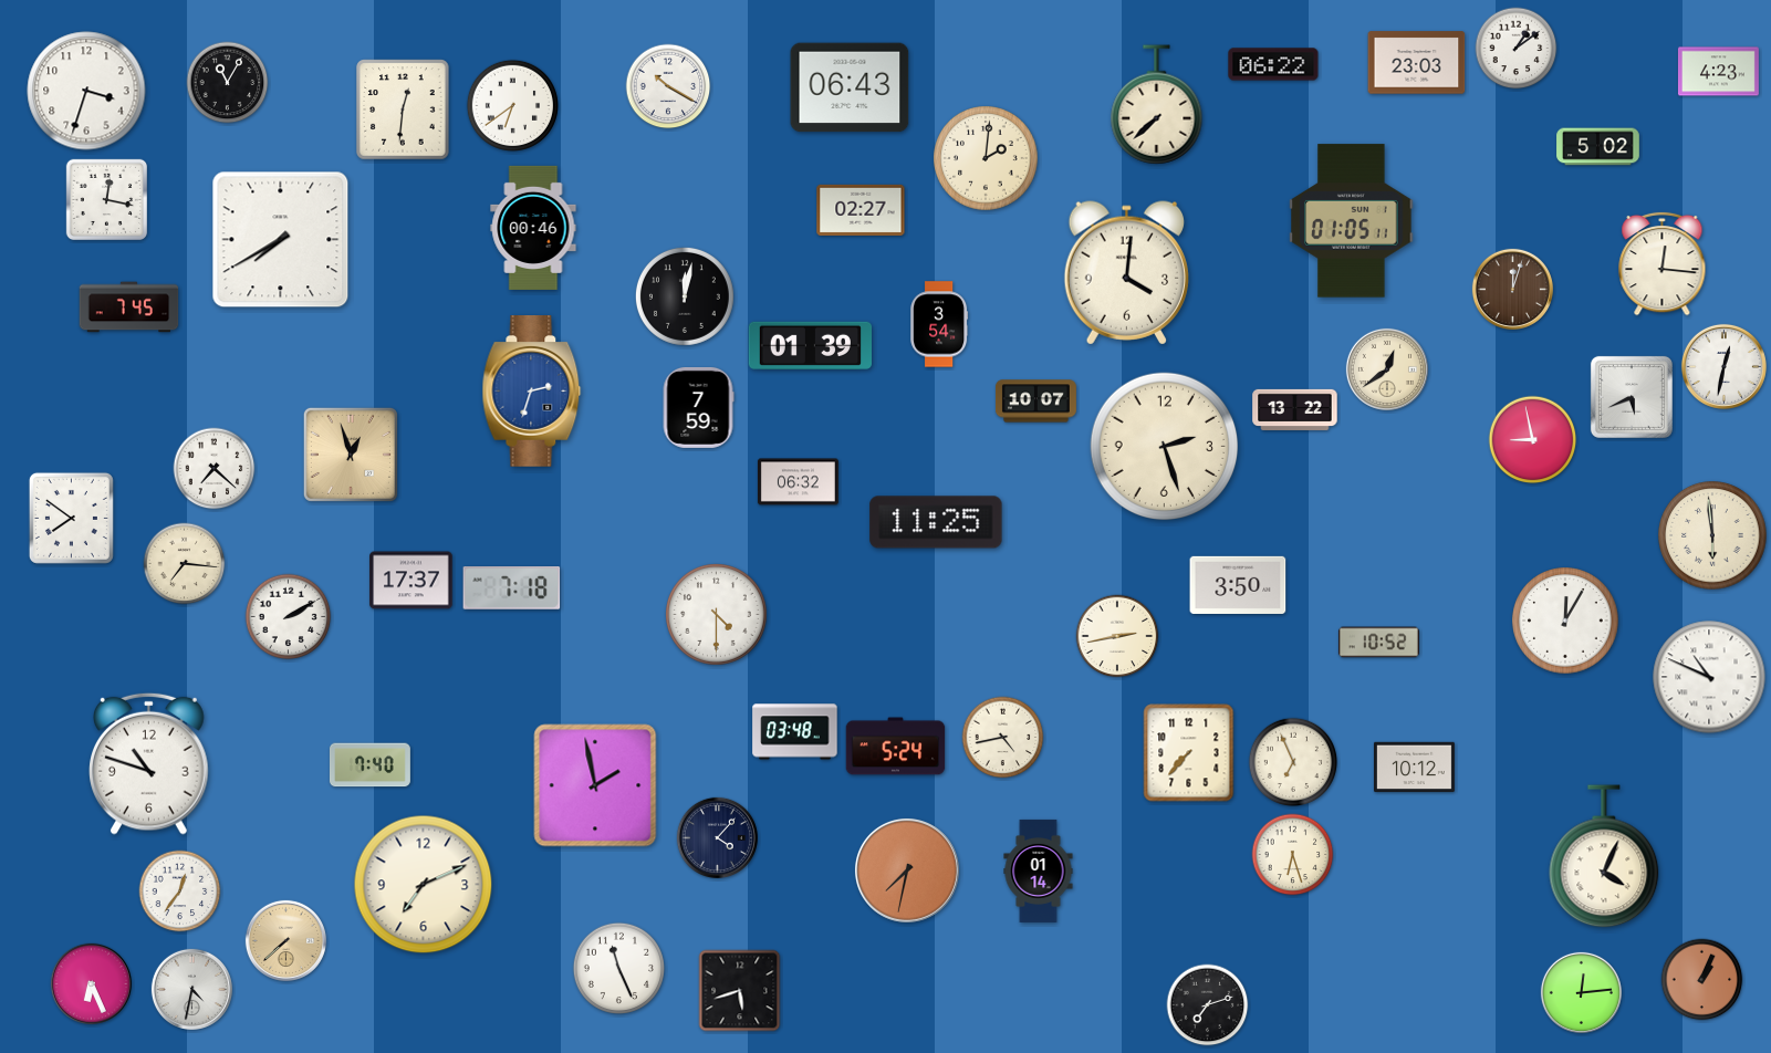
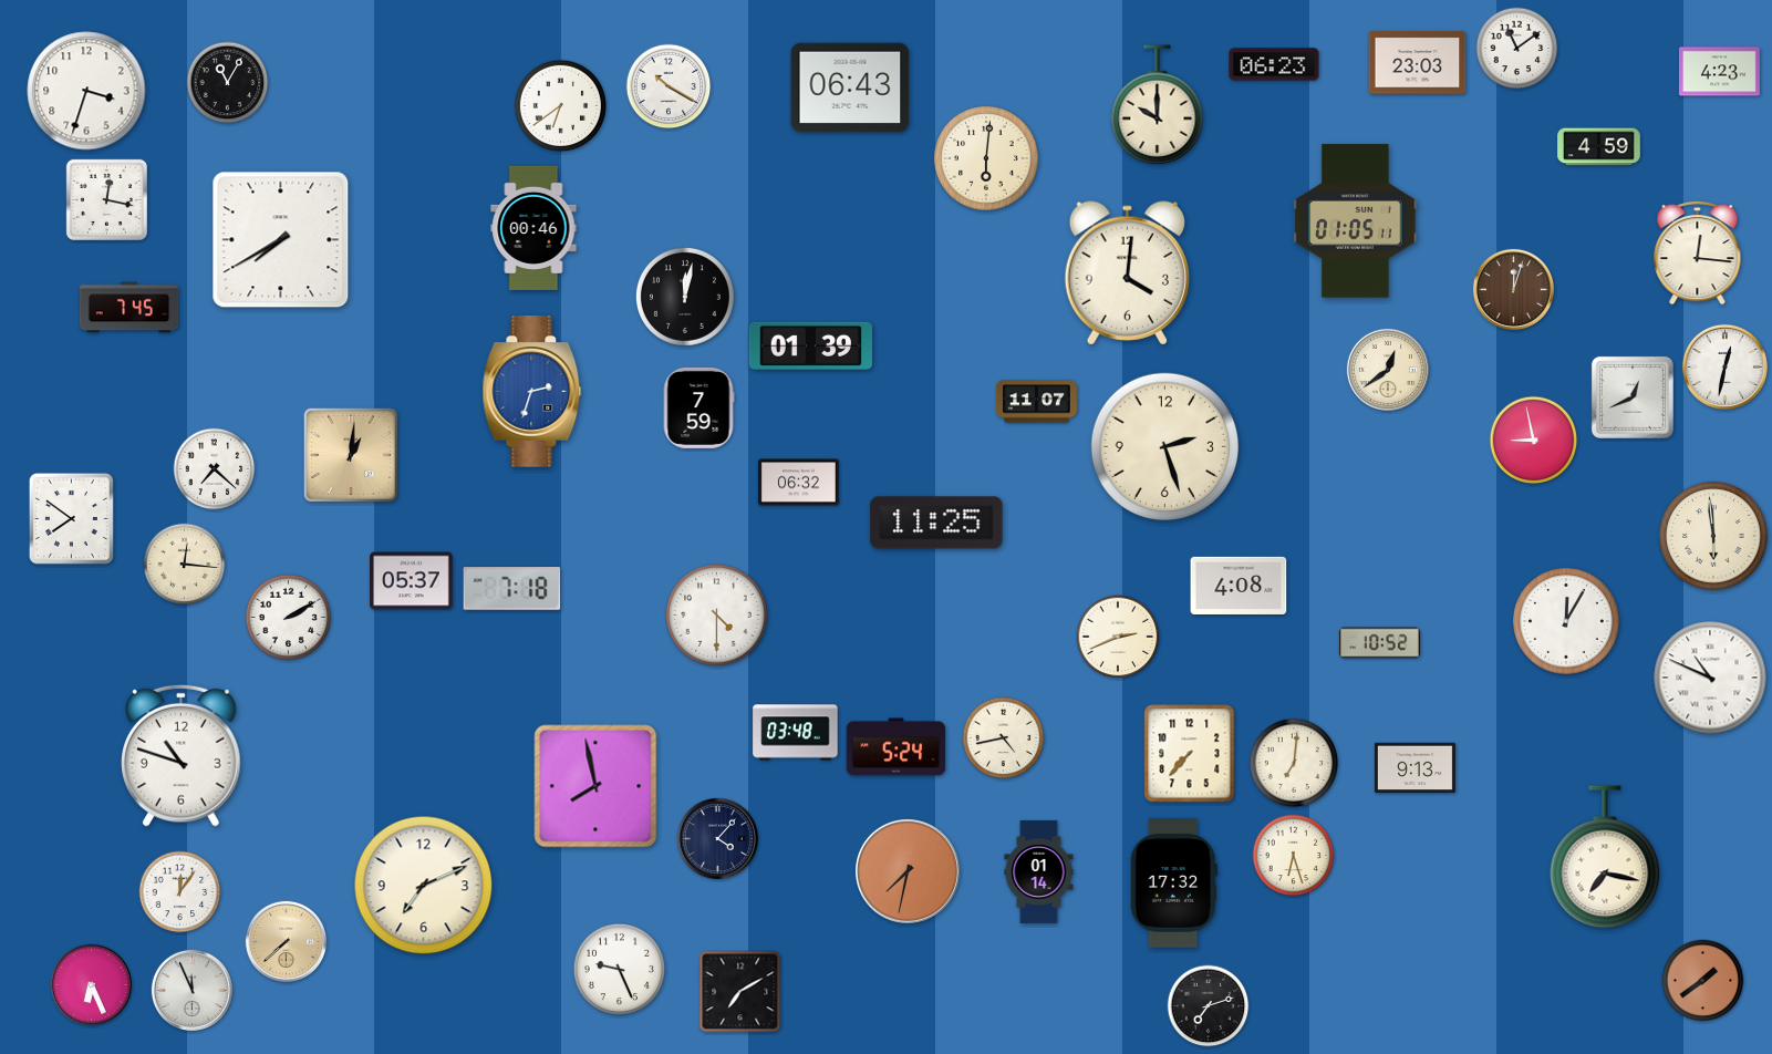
clock at (1517, 49): 1:09 -> 11:09
clock at (1273, 64): 06:22 -> 06:23
clock at (512, 105) position: (512, 105) -> (560, 105)
clock at (1157, 105): 7:38 -> 10:00
clock at (403, 110): 12:31 -> none
clock at (1598, 147): 5:02 -> 4:59
clock at (986, 158): 2:01 -> 6:01
clock at (861, 210): 02:27 -> none
clock at (1352, 221) position: (1352, 221) -> (1356, 221)
clock at (1663, 263) position: (1663, 263) -> (1698, 252)
clock at (939, 324): 3:54 -> none
clock at (1632, 397): 5:41 -> 12:41
clock at (1035, 402): 10:07 -> 11:07
clock at (1295, 409): 13:22 -> none
clock at (351, 455): 12:57 -> 1:01
clock at (185, 564): 7:16 -> 12:16
clock at (412, 581): 17:37 -> 05:37
clock at (1238, 585): 3:50 -> 4:08
clock at (1117, 636): 2:43 -> 2:41
clock at (1293, 762): 6:56 -> 7:01
clock at (149, 763) position: (149, 763) -> (182, 755)
clock at (369, 765): 7:40 -> none
clock at (1414, 768): 10:12 -> 9:13
clock at (595, 785): 1:58 -> 7:58
clock at (1604, 856): 4:04 -> 7:17
clock at (1173, 883): none -> 17:32
clock at (180, 892): 12:36 -> 12:06
clock at (618, 968): 11:26 -> 9:26
clock at (1702, 980): 1:04 -> 1:39
clock at (191, 989): 4:32 -> 11:56
clock at (740, 991): 5:42 -> 7:10
clock at (1581, 992): 12:14 -> none
